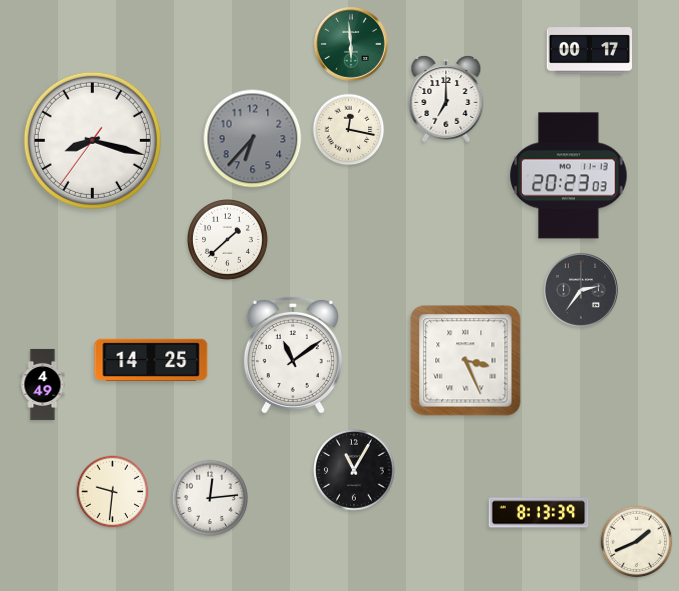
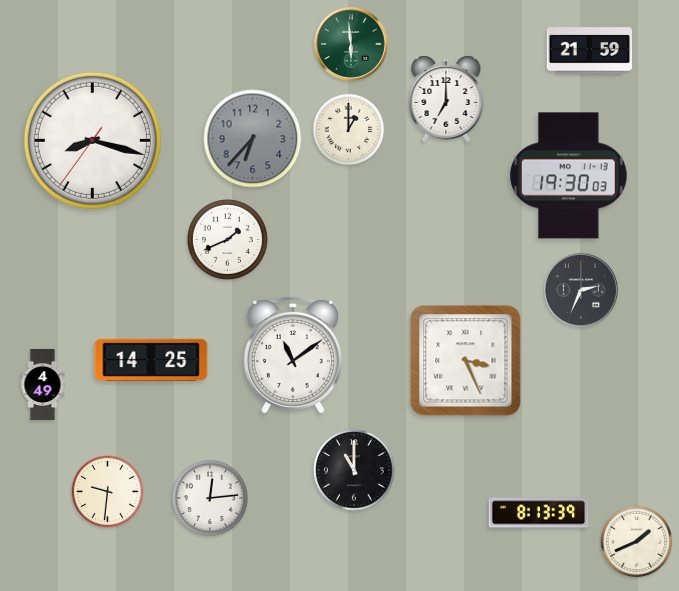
clock at (589, 51): 00:17 -> 21:59
clock at (349, 130): 12:17 -> 1:00
clock at (569, 176): 20:23 -> 19:30
clock at (228, 240): 1:38 -> 1:41
clock at (581, 290): 2:36 -> 2:34
clock at (354, 470): 11:05 -> 11:00
clock at (113, 492) position: (113, 492) -> (108, 492)
